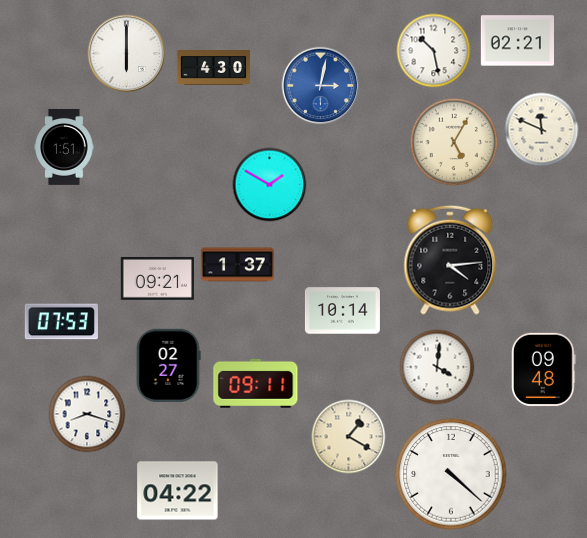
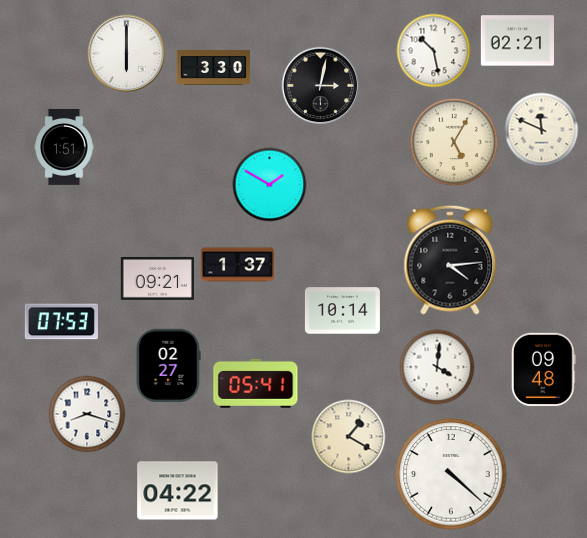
clock at (214, 68): 4:30 -> 3:30
clock at (321, 86) dial: blue -> black
clock at (256, 383): 09:11 -> 05:41
